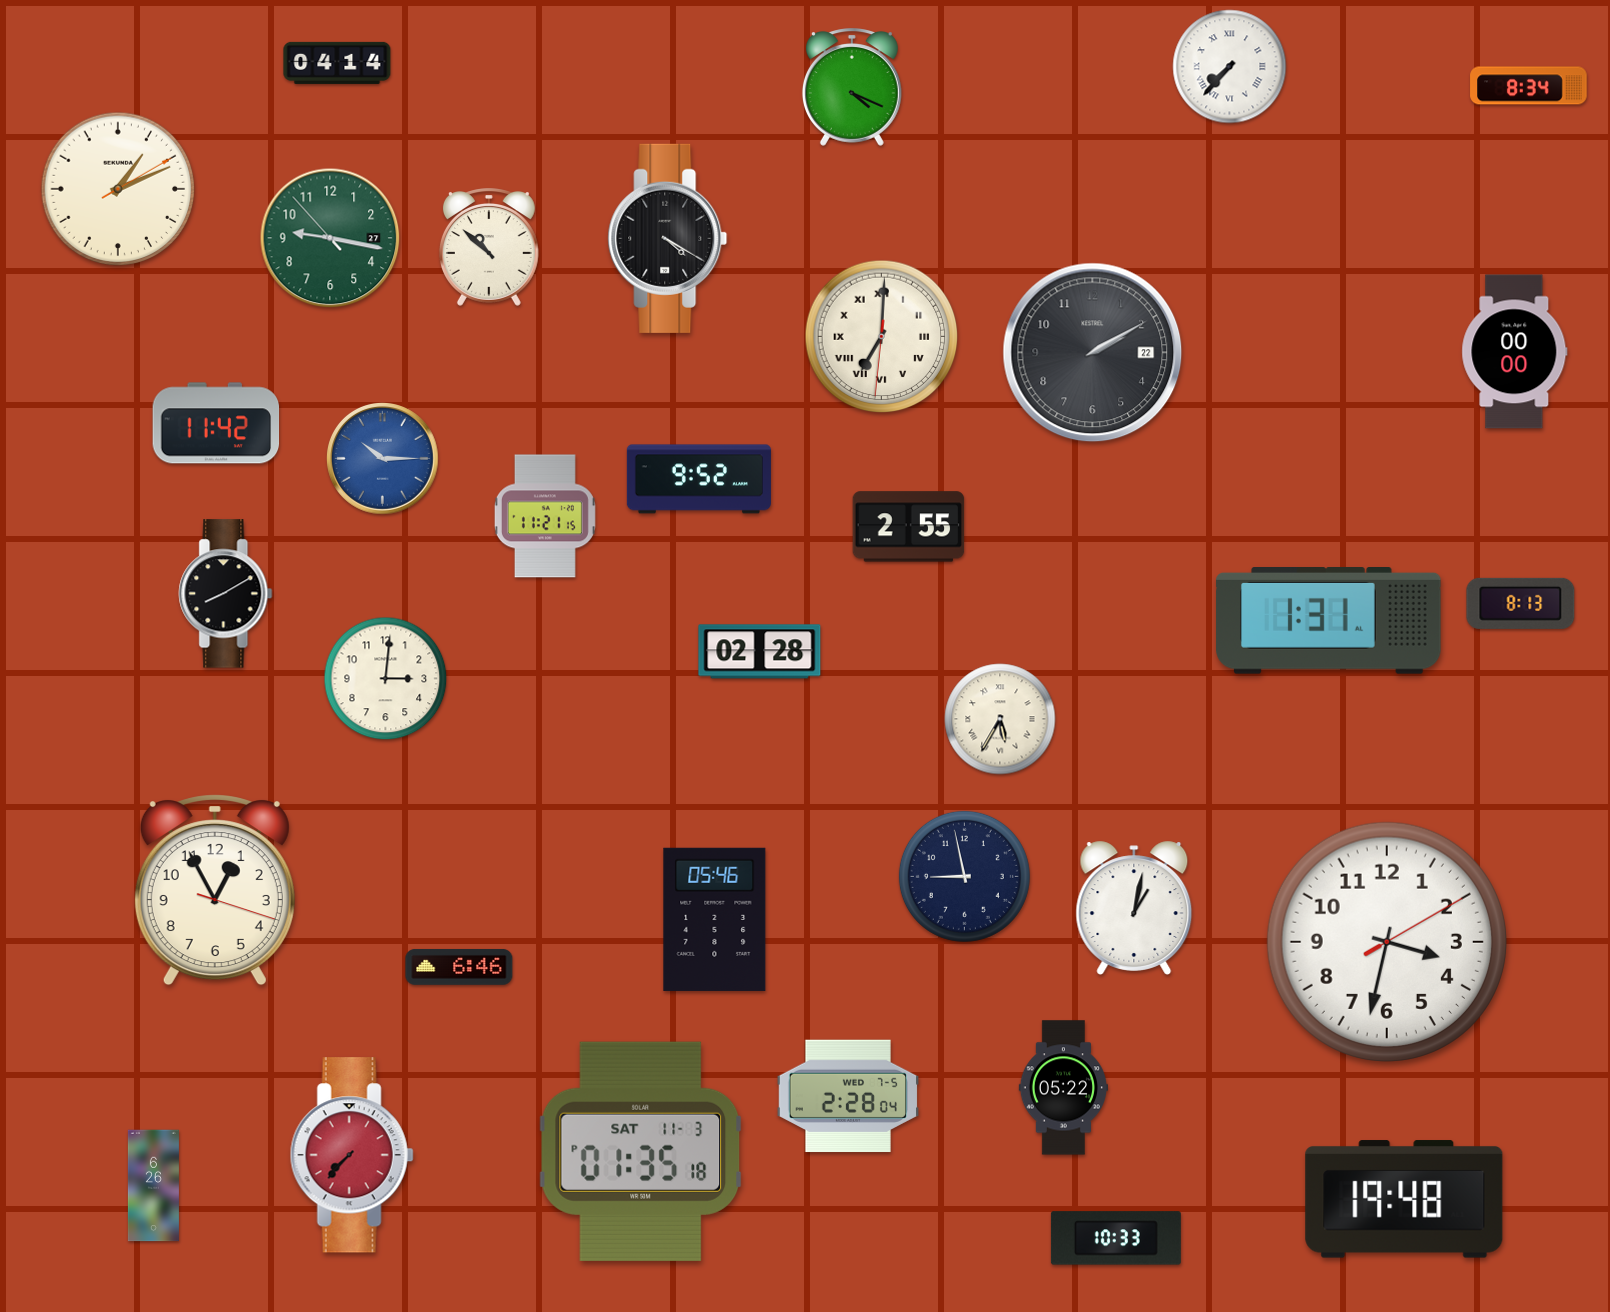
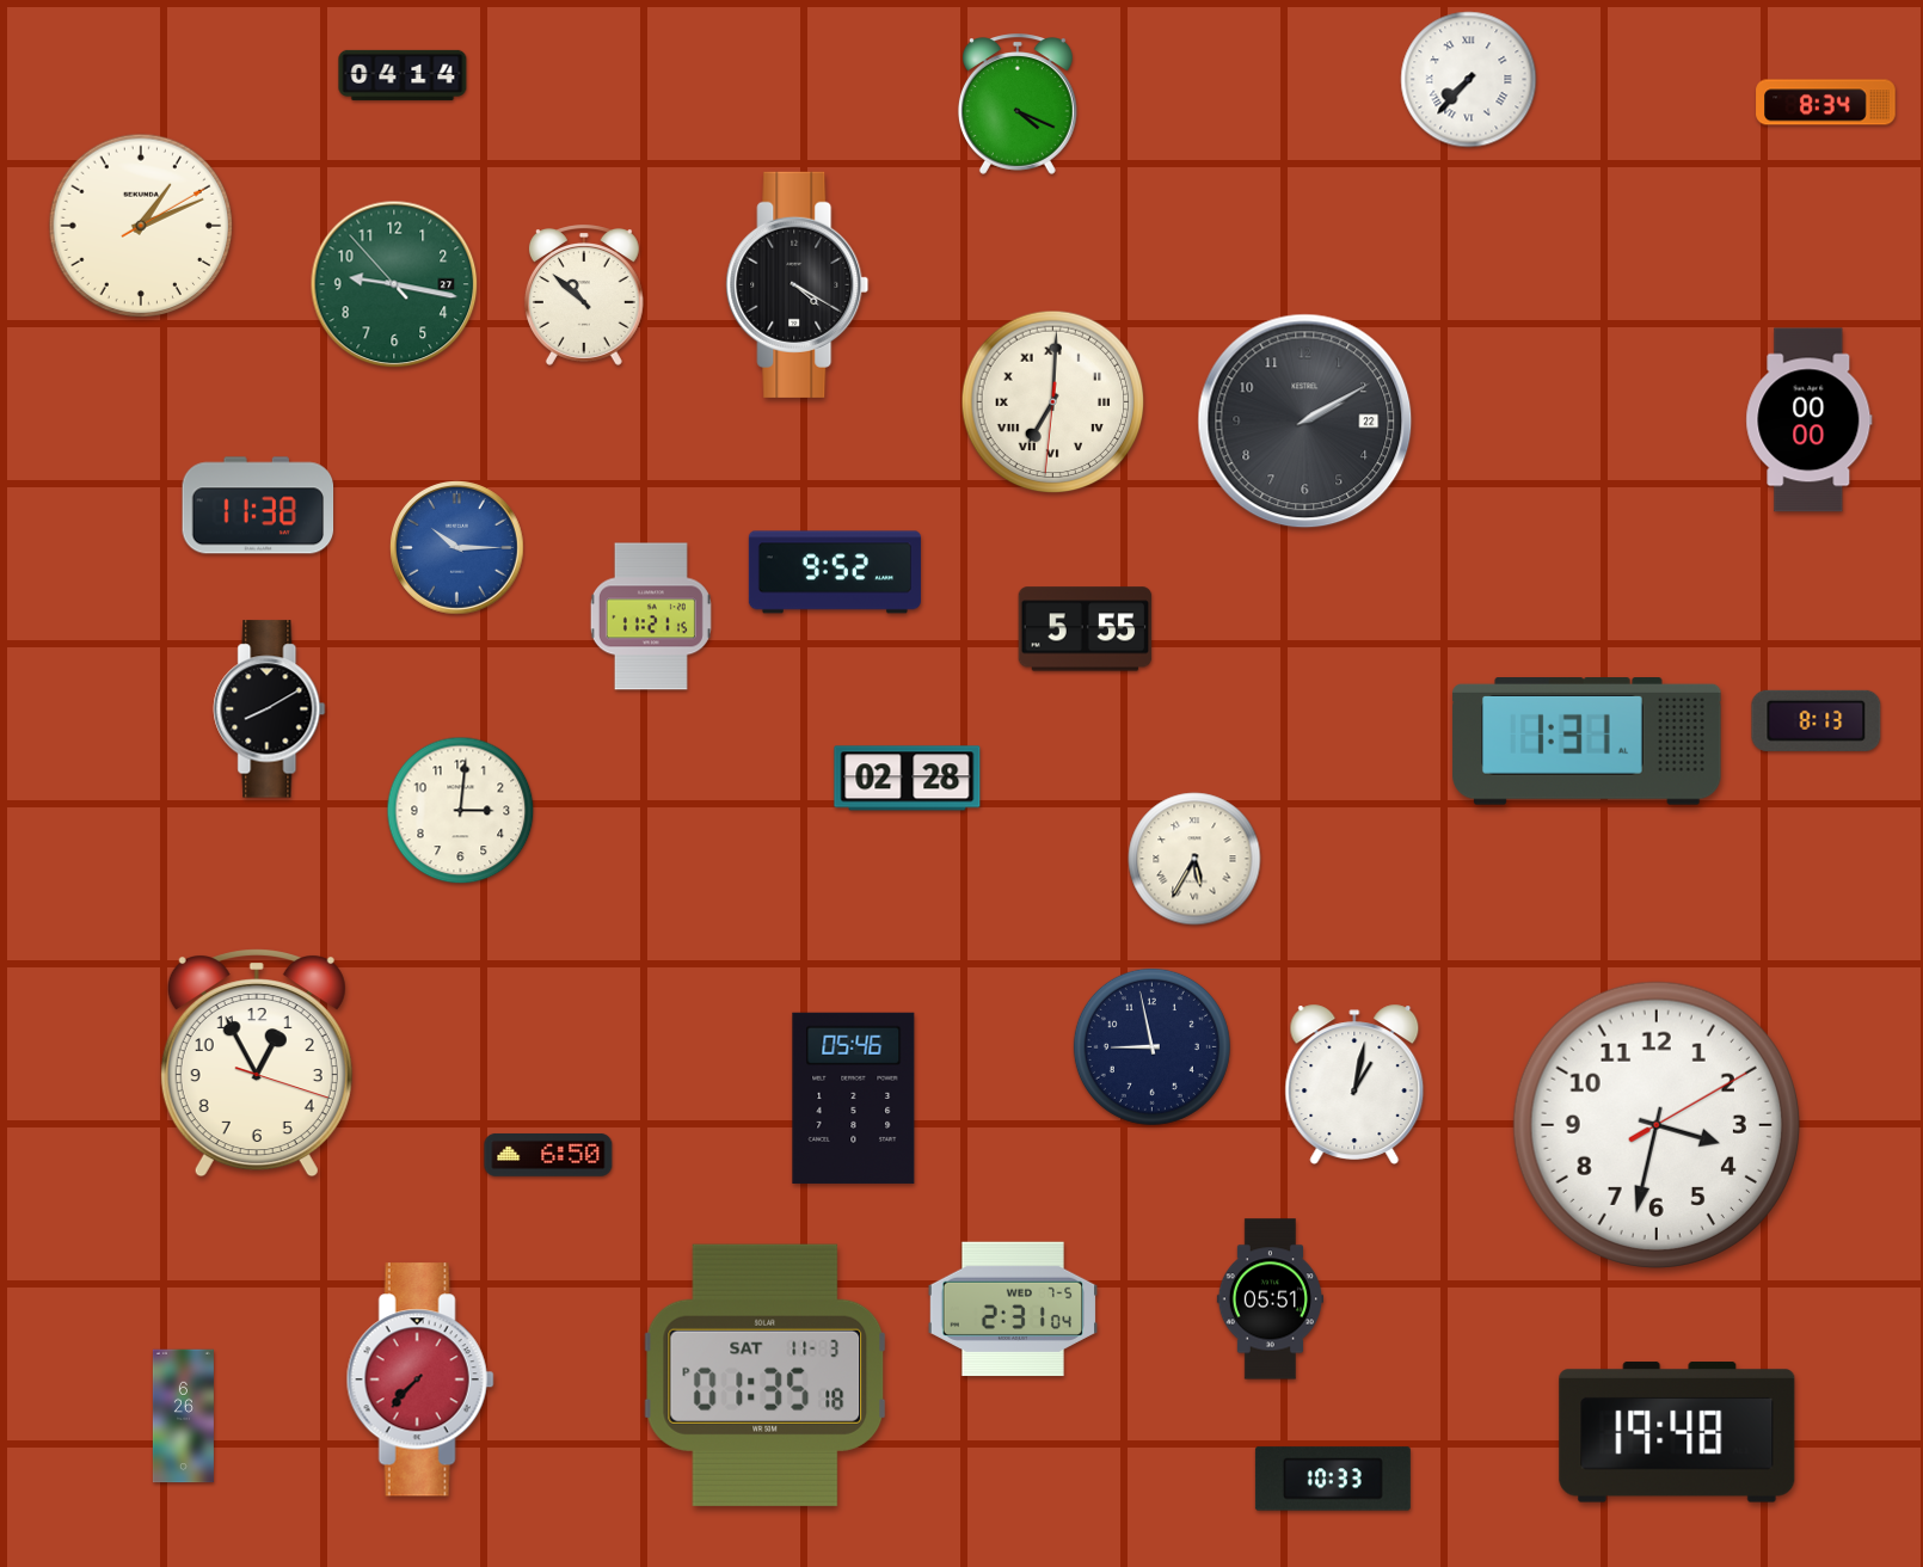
clock at (216, 423): 11:42 -> 11:38
clock at (909, 527): 2:55 -> 5:55
clock at (459, 967): 6:46 -> 6:50
clock at (1063, 1088): 05:22 -> 05:51
clock at (848, 1096): 2:28 -> 2:31
